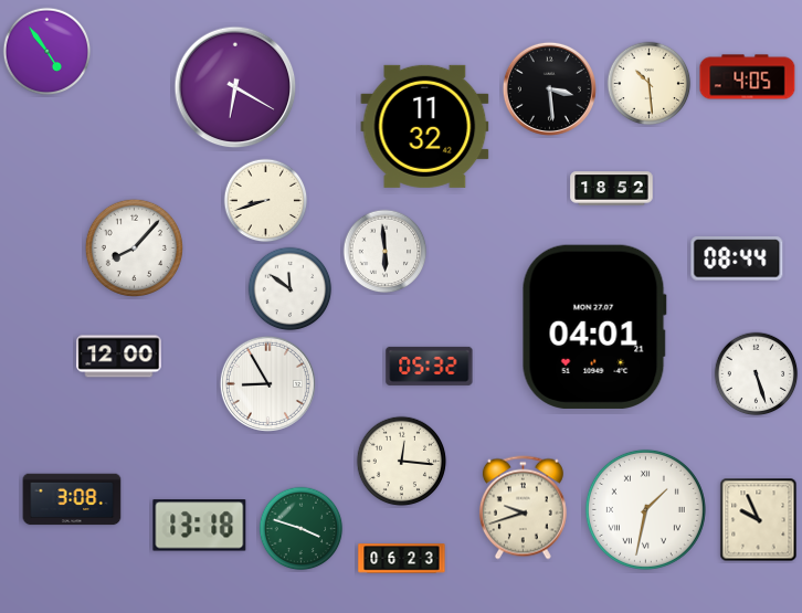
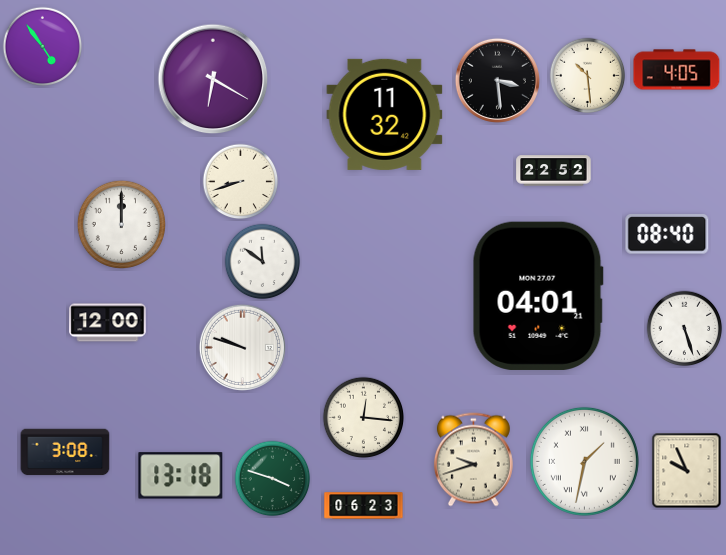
clock at (612, 189): 18:52 -> 22:52
clock at (134, 247): 8:07 -> 12:00
clock at (386, 252): 5:59 -> none
clock at (737, 258): 08:44 -> 08:40
clock at (430, 366): 05:32 -> none
clock at (757, 374) position: (757, 374) -> (685, 329)
clock at (267, 383): 8:55 -> 9:48
